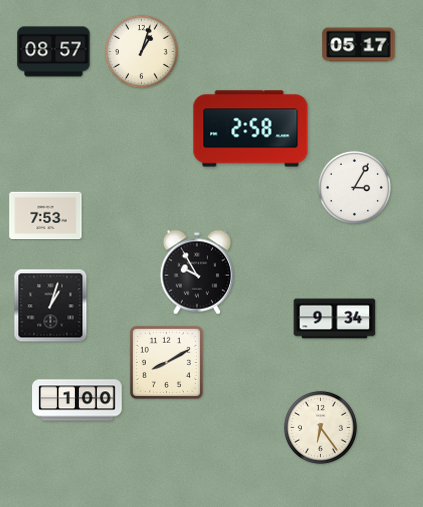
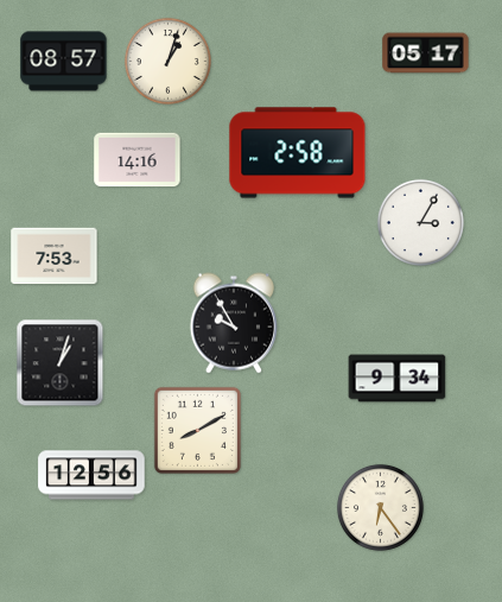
clock at (138, 160): none -> 14:16
clock at (77, 400): 1:00 -> 12:56
